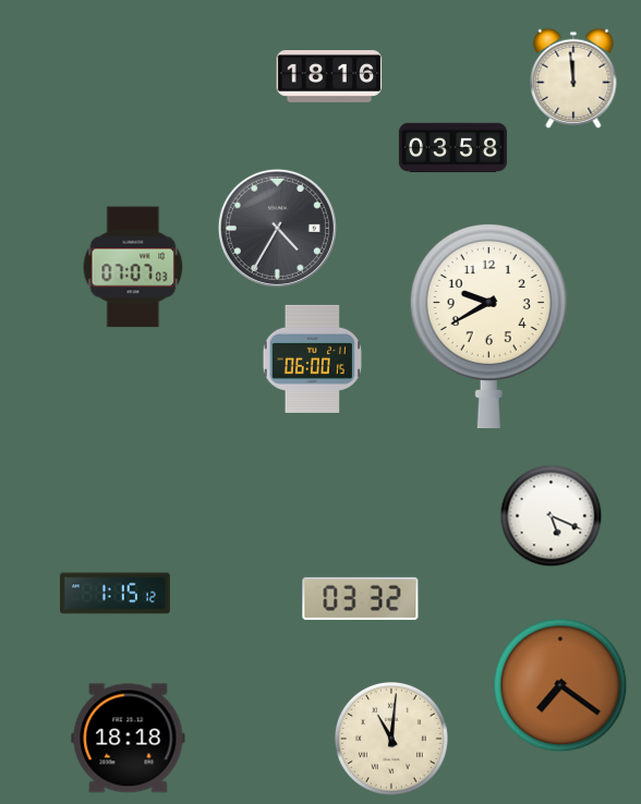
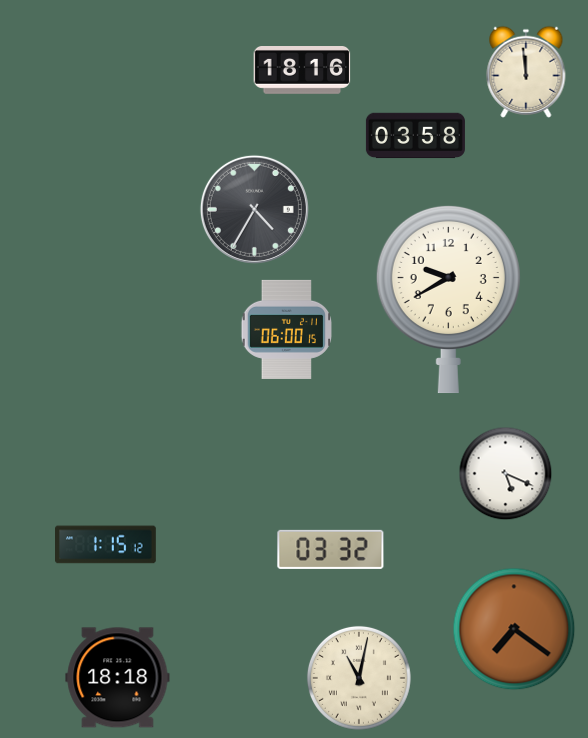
clock at (133, 267): 07:07 -> none
clock at (391, 739): 11:01 -> 11:02
